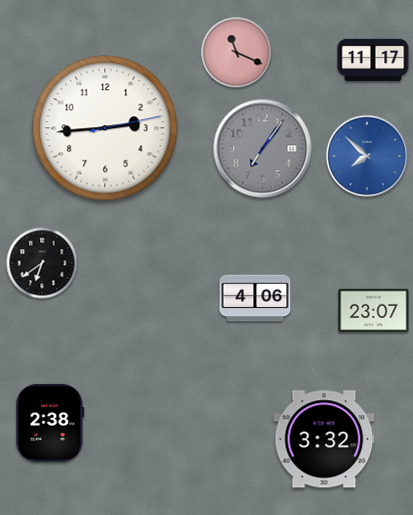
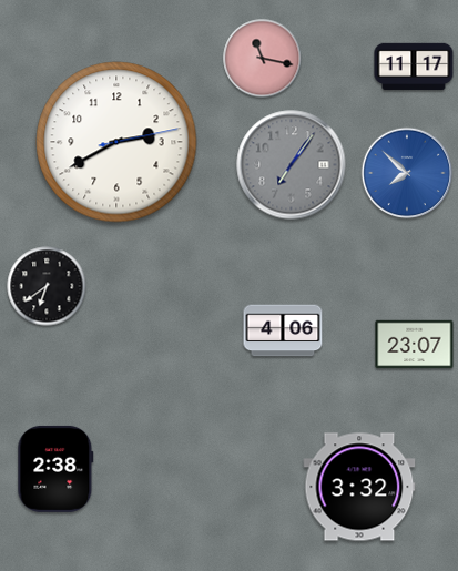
clock at (237, 53): 11:19 -> 11:17
clock at (105, 128): 2:44 -> 2:40
clock at (42, 263) position: (42, 263) -> (47, 286)
